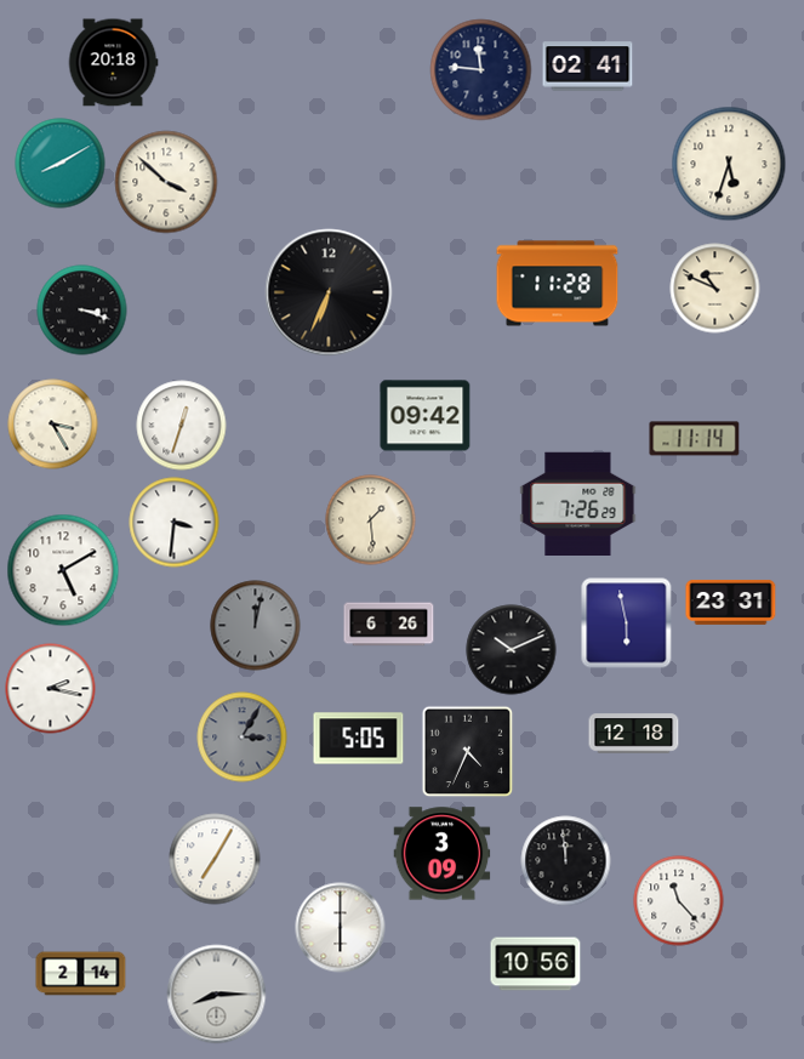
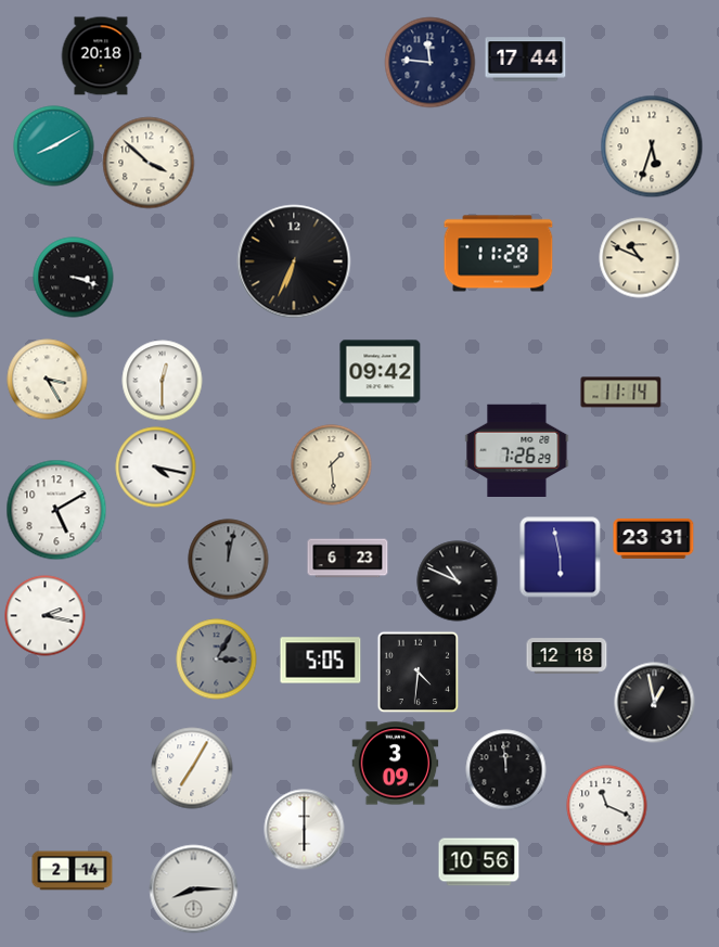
clock at (588, 67): 02:41 -> 17:44
clock at (182, 426): 12:33 -> 12:30
clock at (175, 523): 3:31 -> 4:17
clock at (389, 625): 6:26 -> 6:23
clock at (512, 650): 10:11 -> 10:49
clock at (468, 752): 4:34 -> 4:31
clock at (655, 703): none -> 12:58
clock at (679, 901): 11:23 -> 11:19
